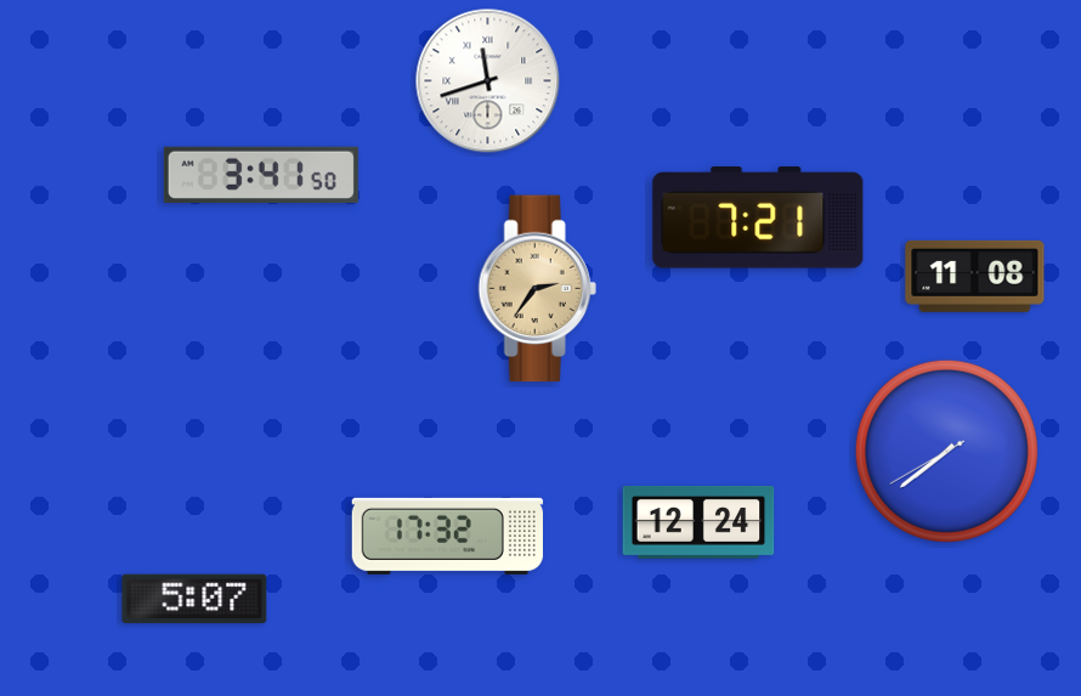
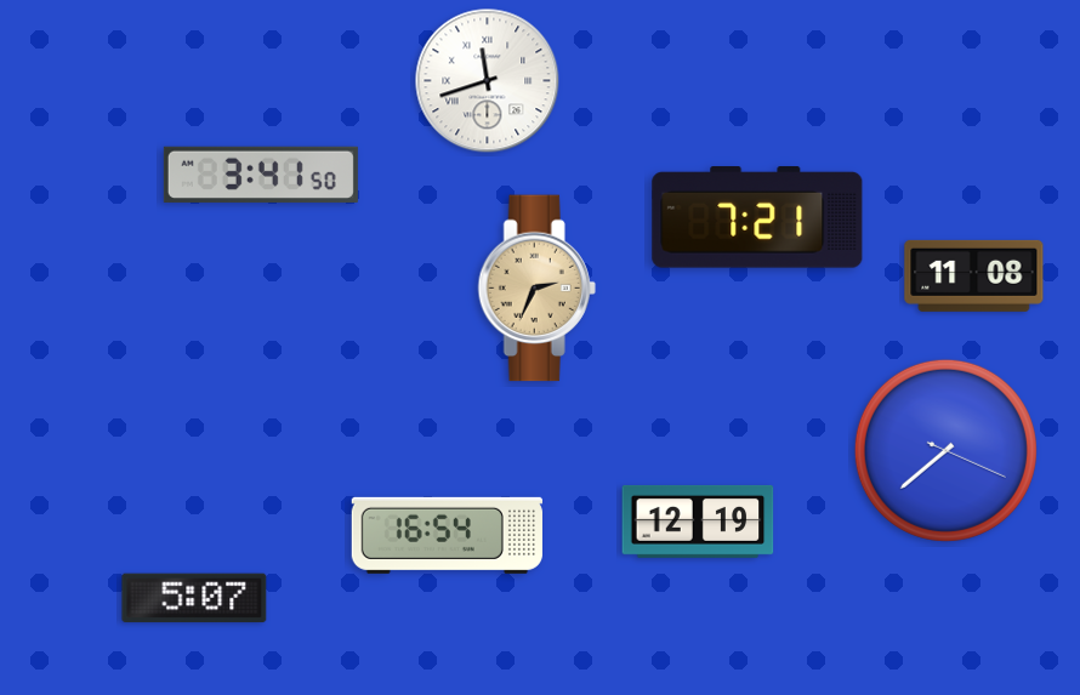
clock at (537, 289): 2:36 -> 2:34
clock at (946, 451): 7:38:40 -> 7:38:19
clock at (698, 522): 12:24 -> 12:19
clock at (447, 536): 17:32 -> 16:54
